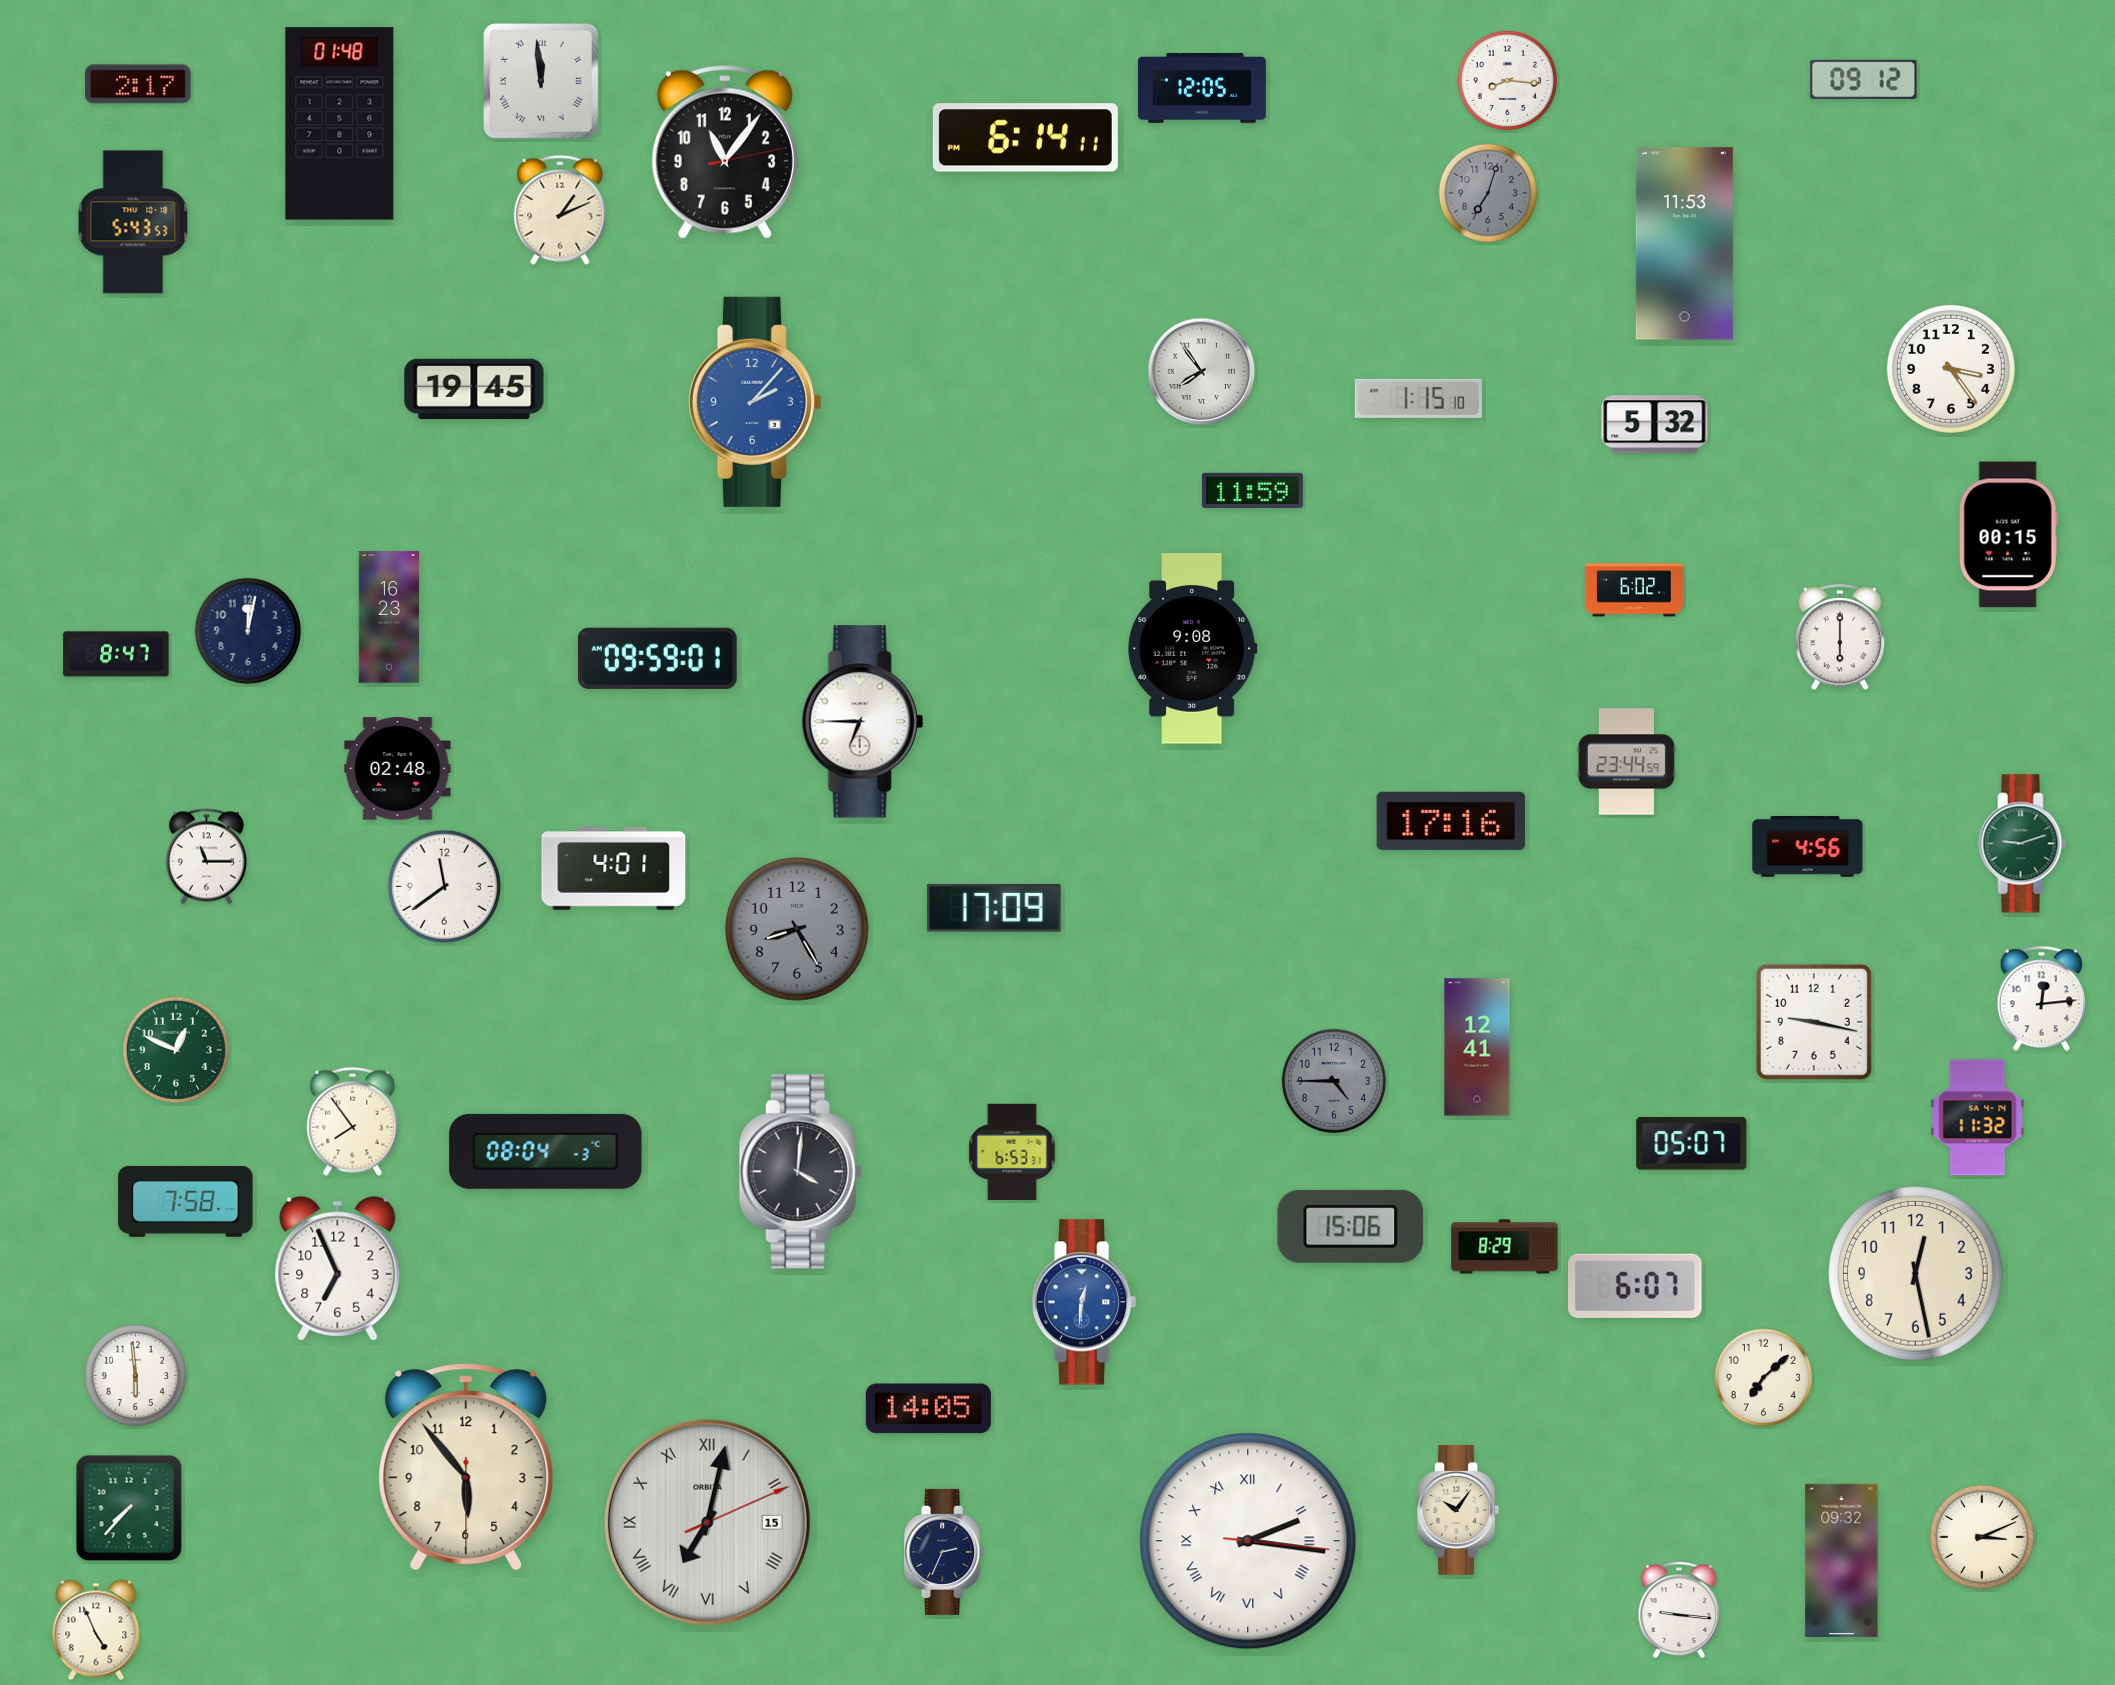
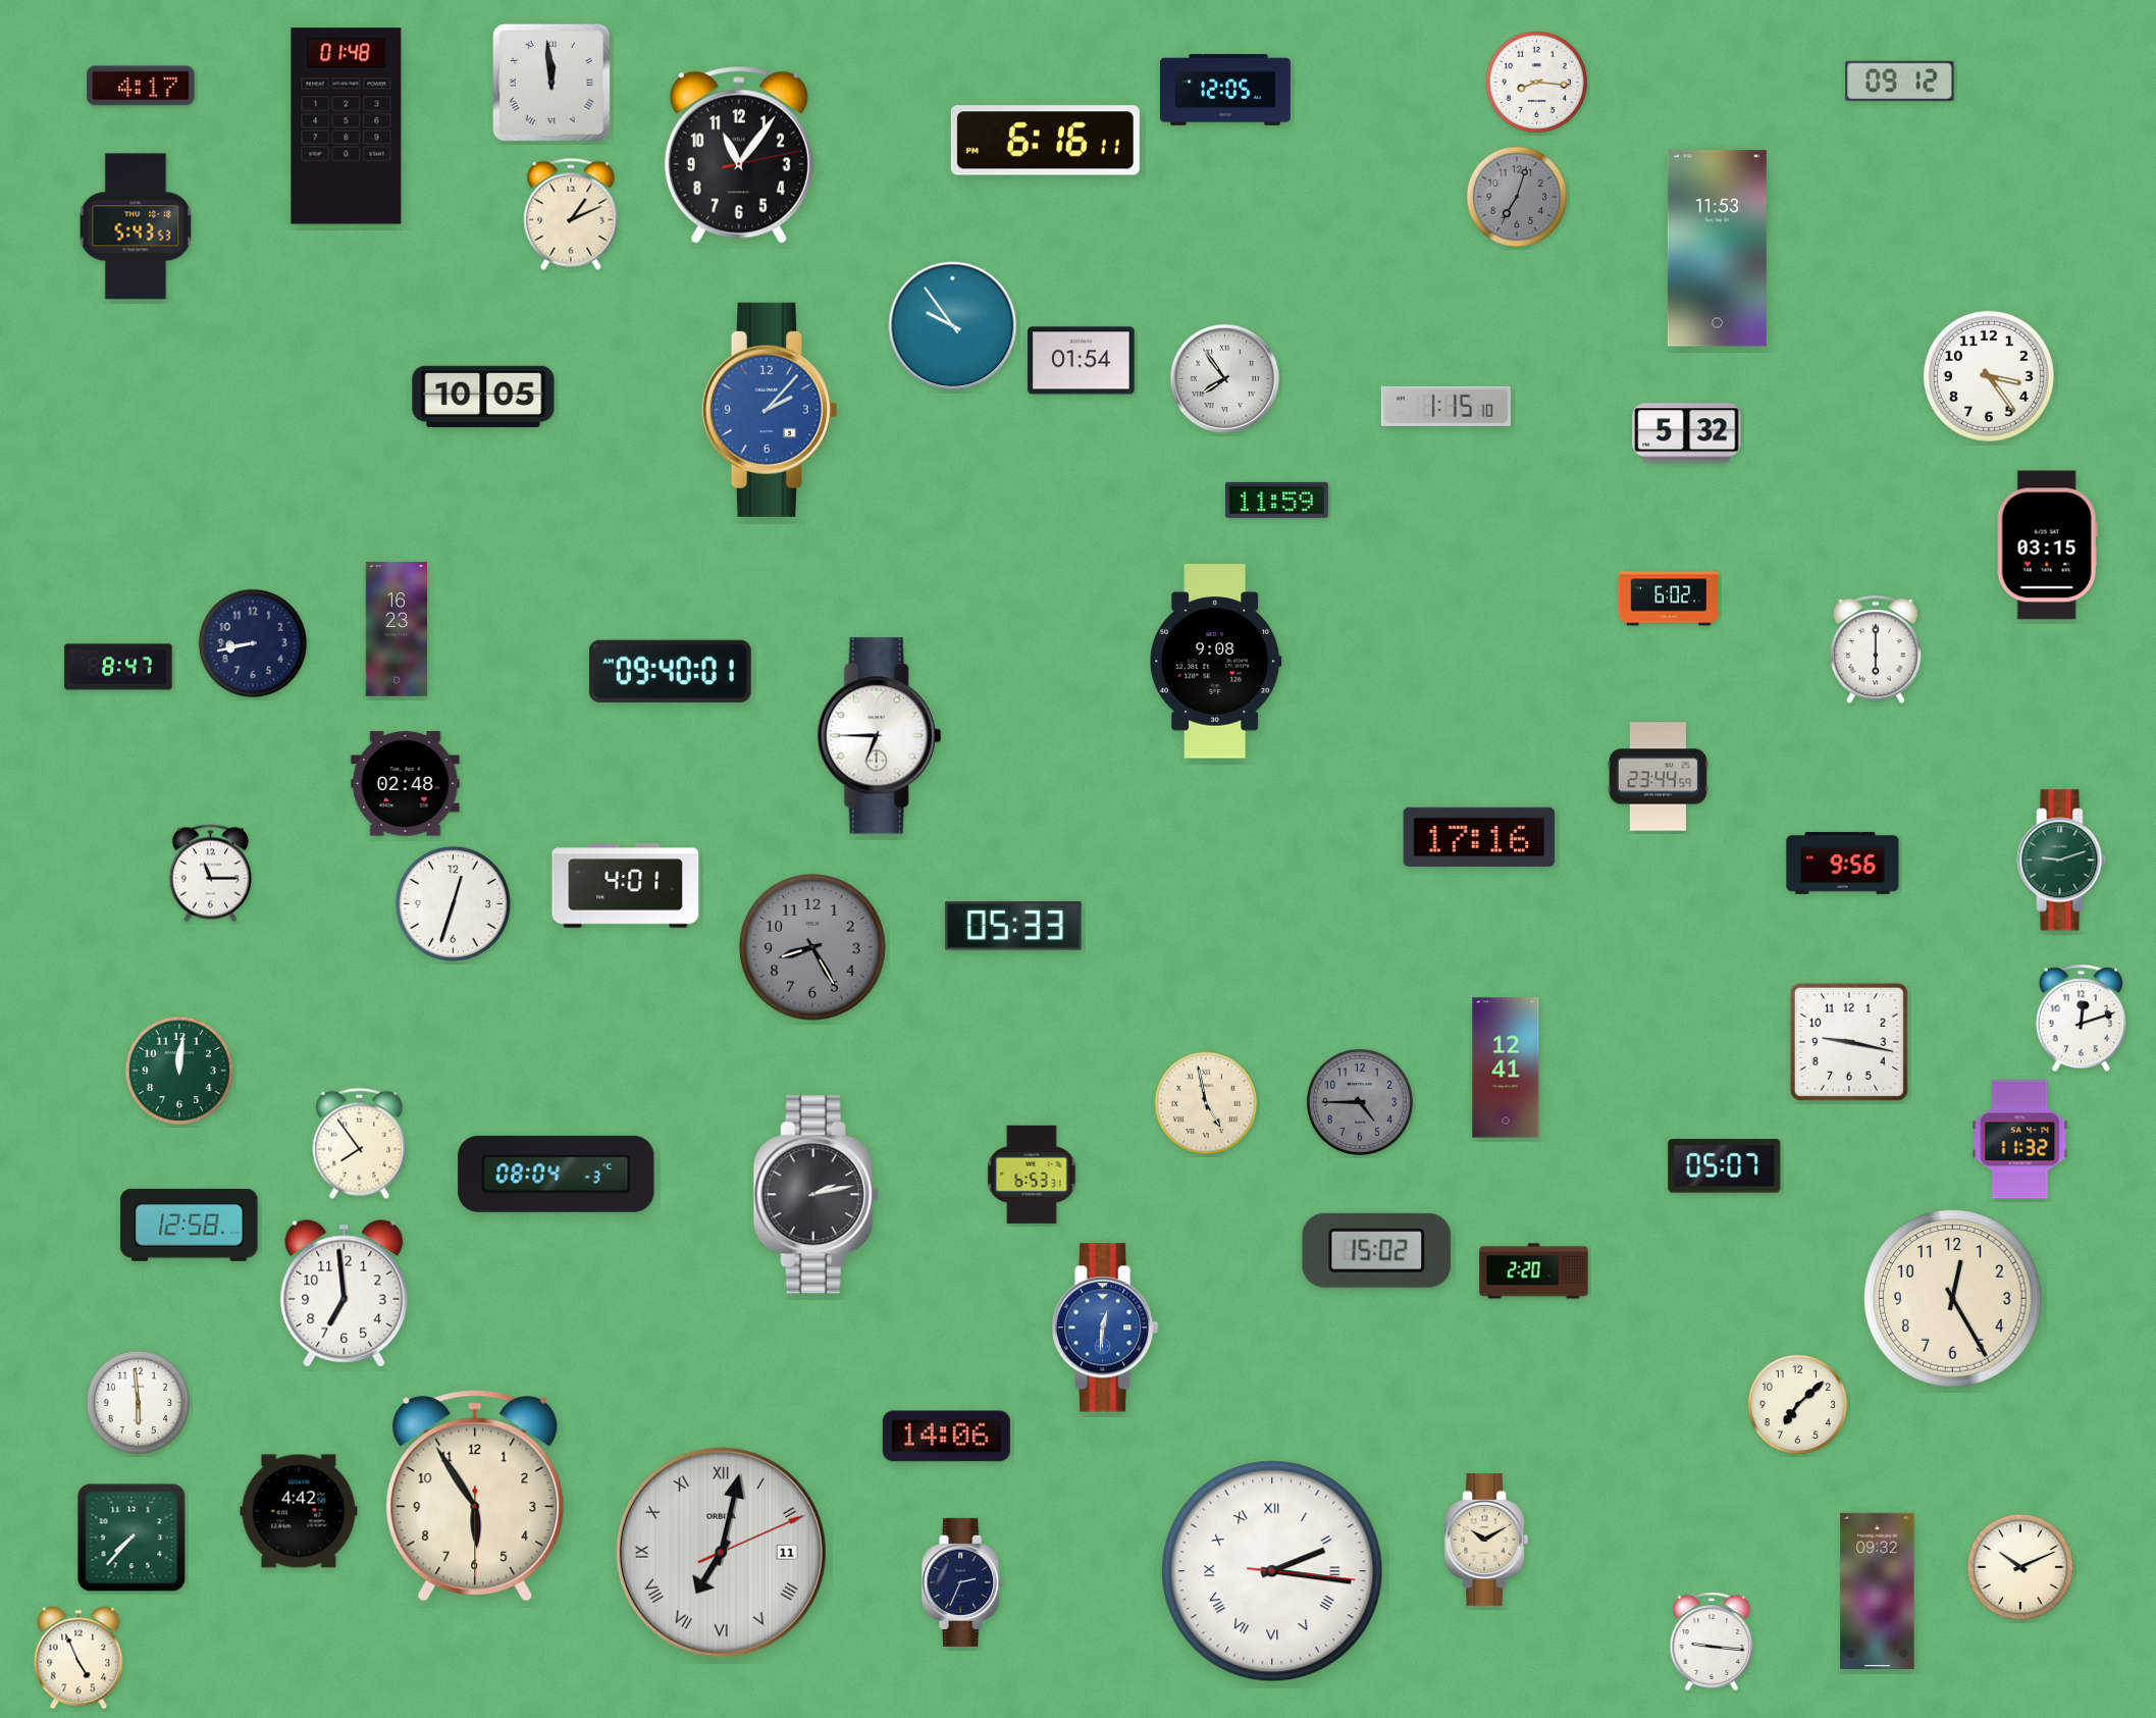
clock at (138, 84): 2:17 -> 4:17
clock at (1025, 138): 6:14 -> 6:16
clock at (953, 326): none -> 9:54
clock at (1082, 361): none -> 01:54
clock at (474, 388): 19:45 -> 10:05
clock at (2008, 535): 00:15 -> 03:15
clock at (1634, 590) position: (1634, 590) -> (1669, 598)
clock at (248, 631): 12:02 -> 8:43
clock at (657, 658): 09:59 -> 09:40
clock at (1808, 847): 4:56 -> 9:56
clock at (444, 886): 11:39 -> 12:33
clock at (994, 908): 17:09 -> 05:33
clock at (2041, 999): 12:14 -> 12:12
clock at (176, 1050): 12:49 -> 12:01
clock at (1206, 1103): none -> 4:58
clock at (1978, 1118) position: (1978, 1118) -> (2020, 1140)
clock at (800, 1172): 4:01 -> 2:13
clock at (186, 1201): 7:58 -> 12:58
clock at (1351, 1226): 15:06 -> 15:02
clock at (1505, 1247): 8:29 -> 2:20
clock at (338, 1268): 6:56 -> 6:59
clock at (1916, 1274): 12:28 -> 12:25
clock at (1635, 1286): 6:07 -> none
clock at (928, 1409): 14:05 -> 14:06
clock at (466, 1467): 5:53 -> 5:54
clock at (299, 1511): none -> 4:42
clock at (1458, 1510): 10:06 -> 10:10
clock at (707, 1522) date: 15 -> 11
clock at (1982, 1537): 3:11 -> 10:11
clock at (96, 1630) position: (96, 1630) -> (78, 1658)
